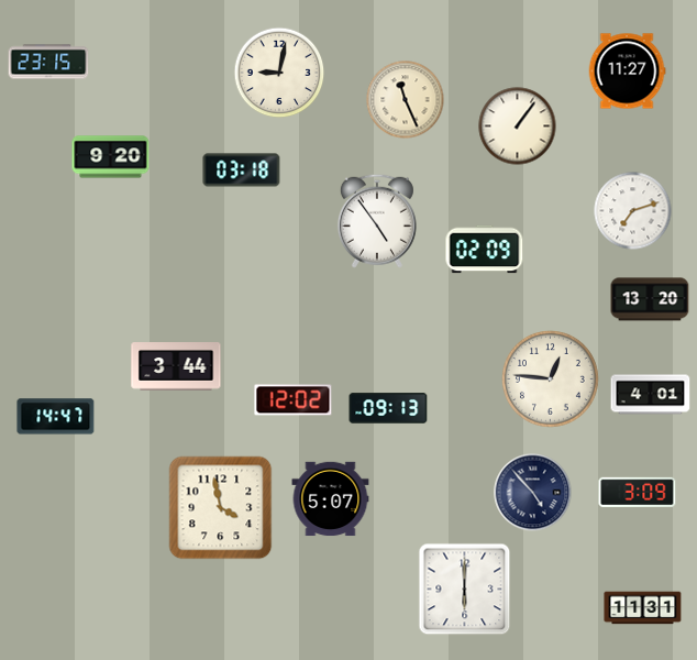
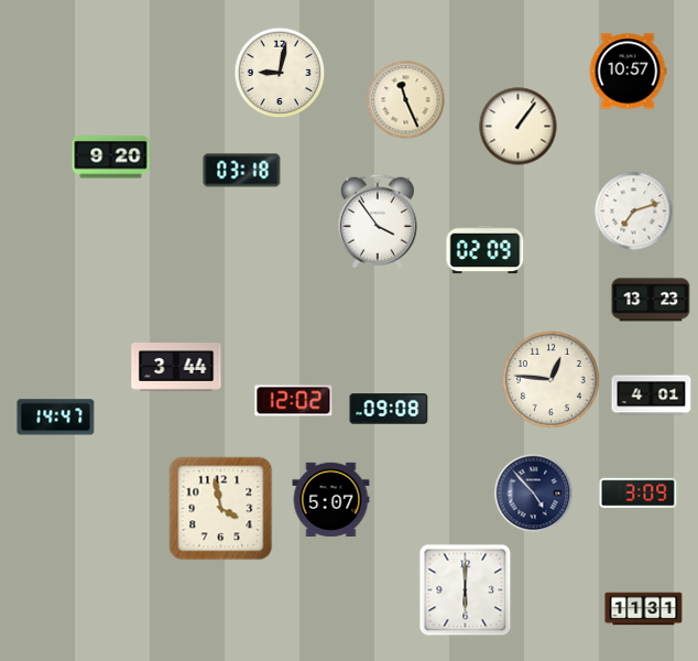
clock at (48, 62): 23:15 -> none
clock at (627, 71): 11:27 -> 10:57
clock at (377, 221): 4:54 -> 3:54
clock at (650, 299): 13:20 -> 13:23
clock at (388, 408): 09:13 -> 09:08
